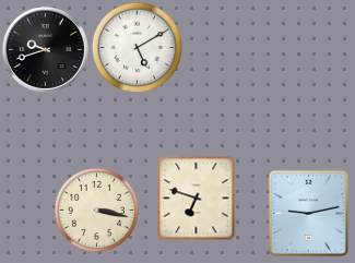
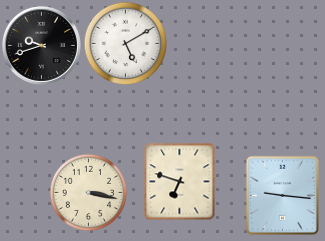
clock at (308, 213): 9:13 -> 9:16
